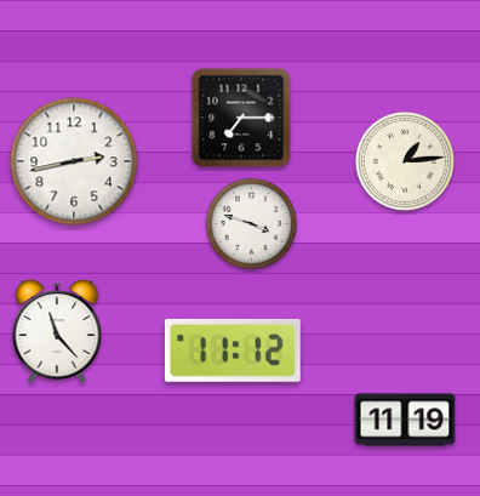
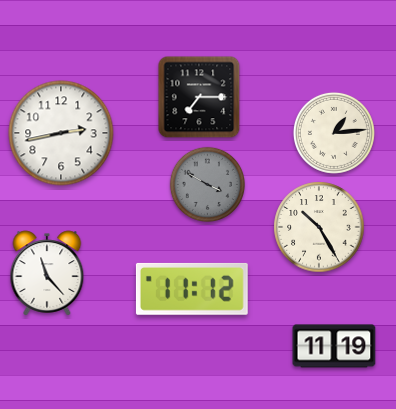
clock at (251, 223): 3:48 -> 3:50
clock at (251, 223) dial: white -> grey
clock at (319, 227): none -> 10:25
